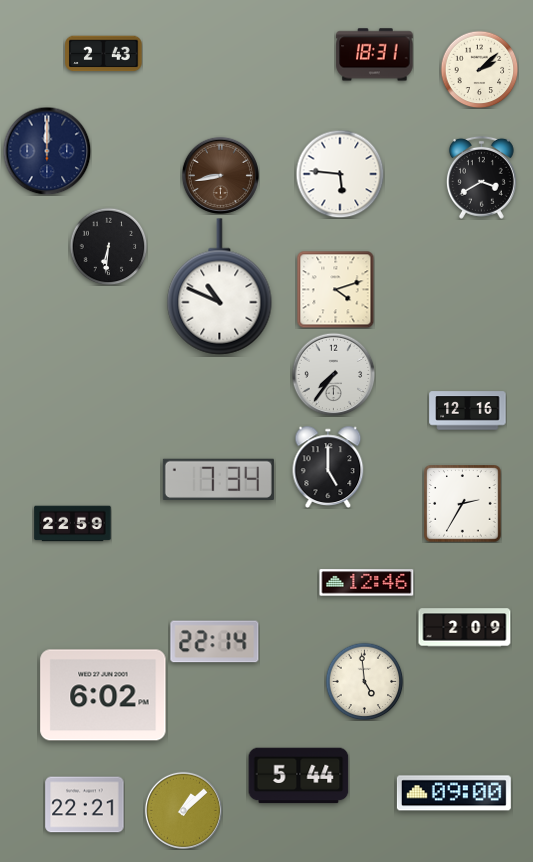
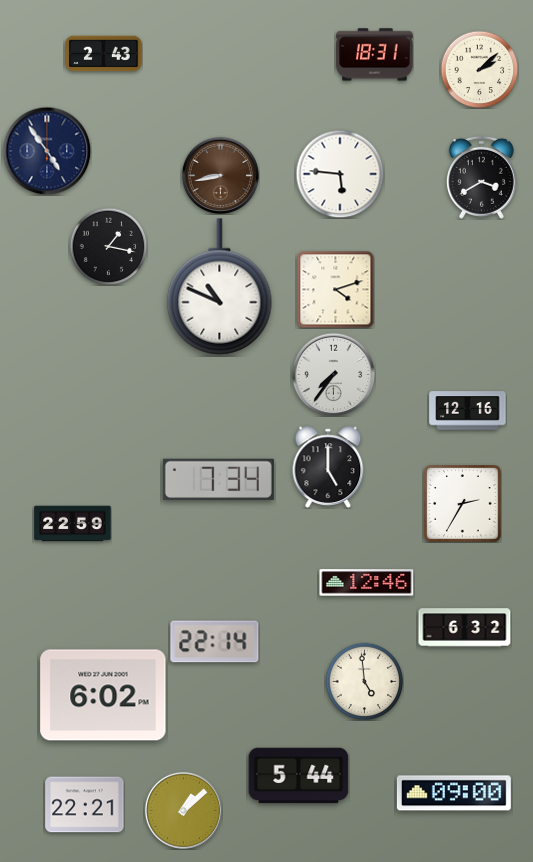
clock at (47, 151): 12:00 -> 4:54
clock at (108, 246): 6:31 -> 1:17
clock at (465, 628): 2:09 -> 6:32
